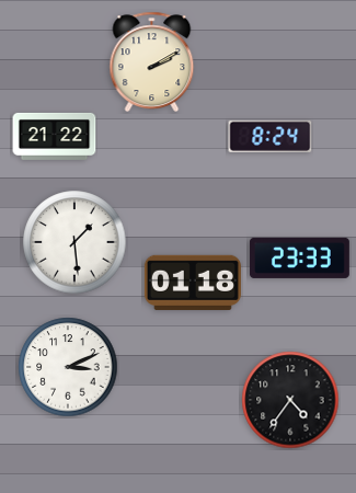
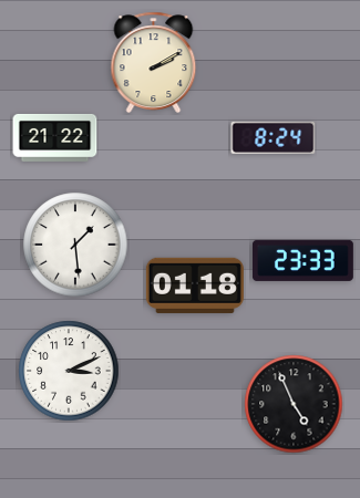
clock at (290, 400): 4:36 -> 4:56
